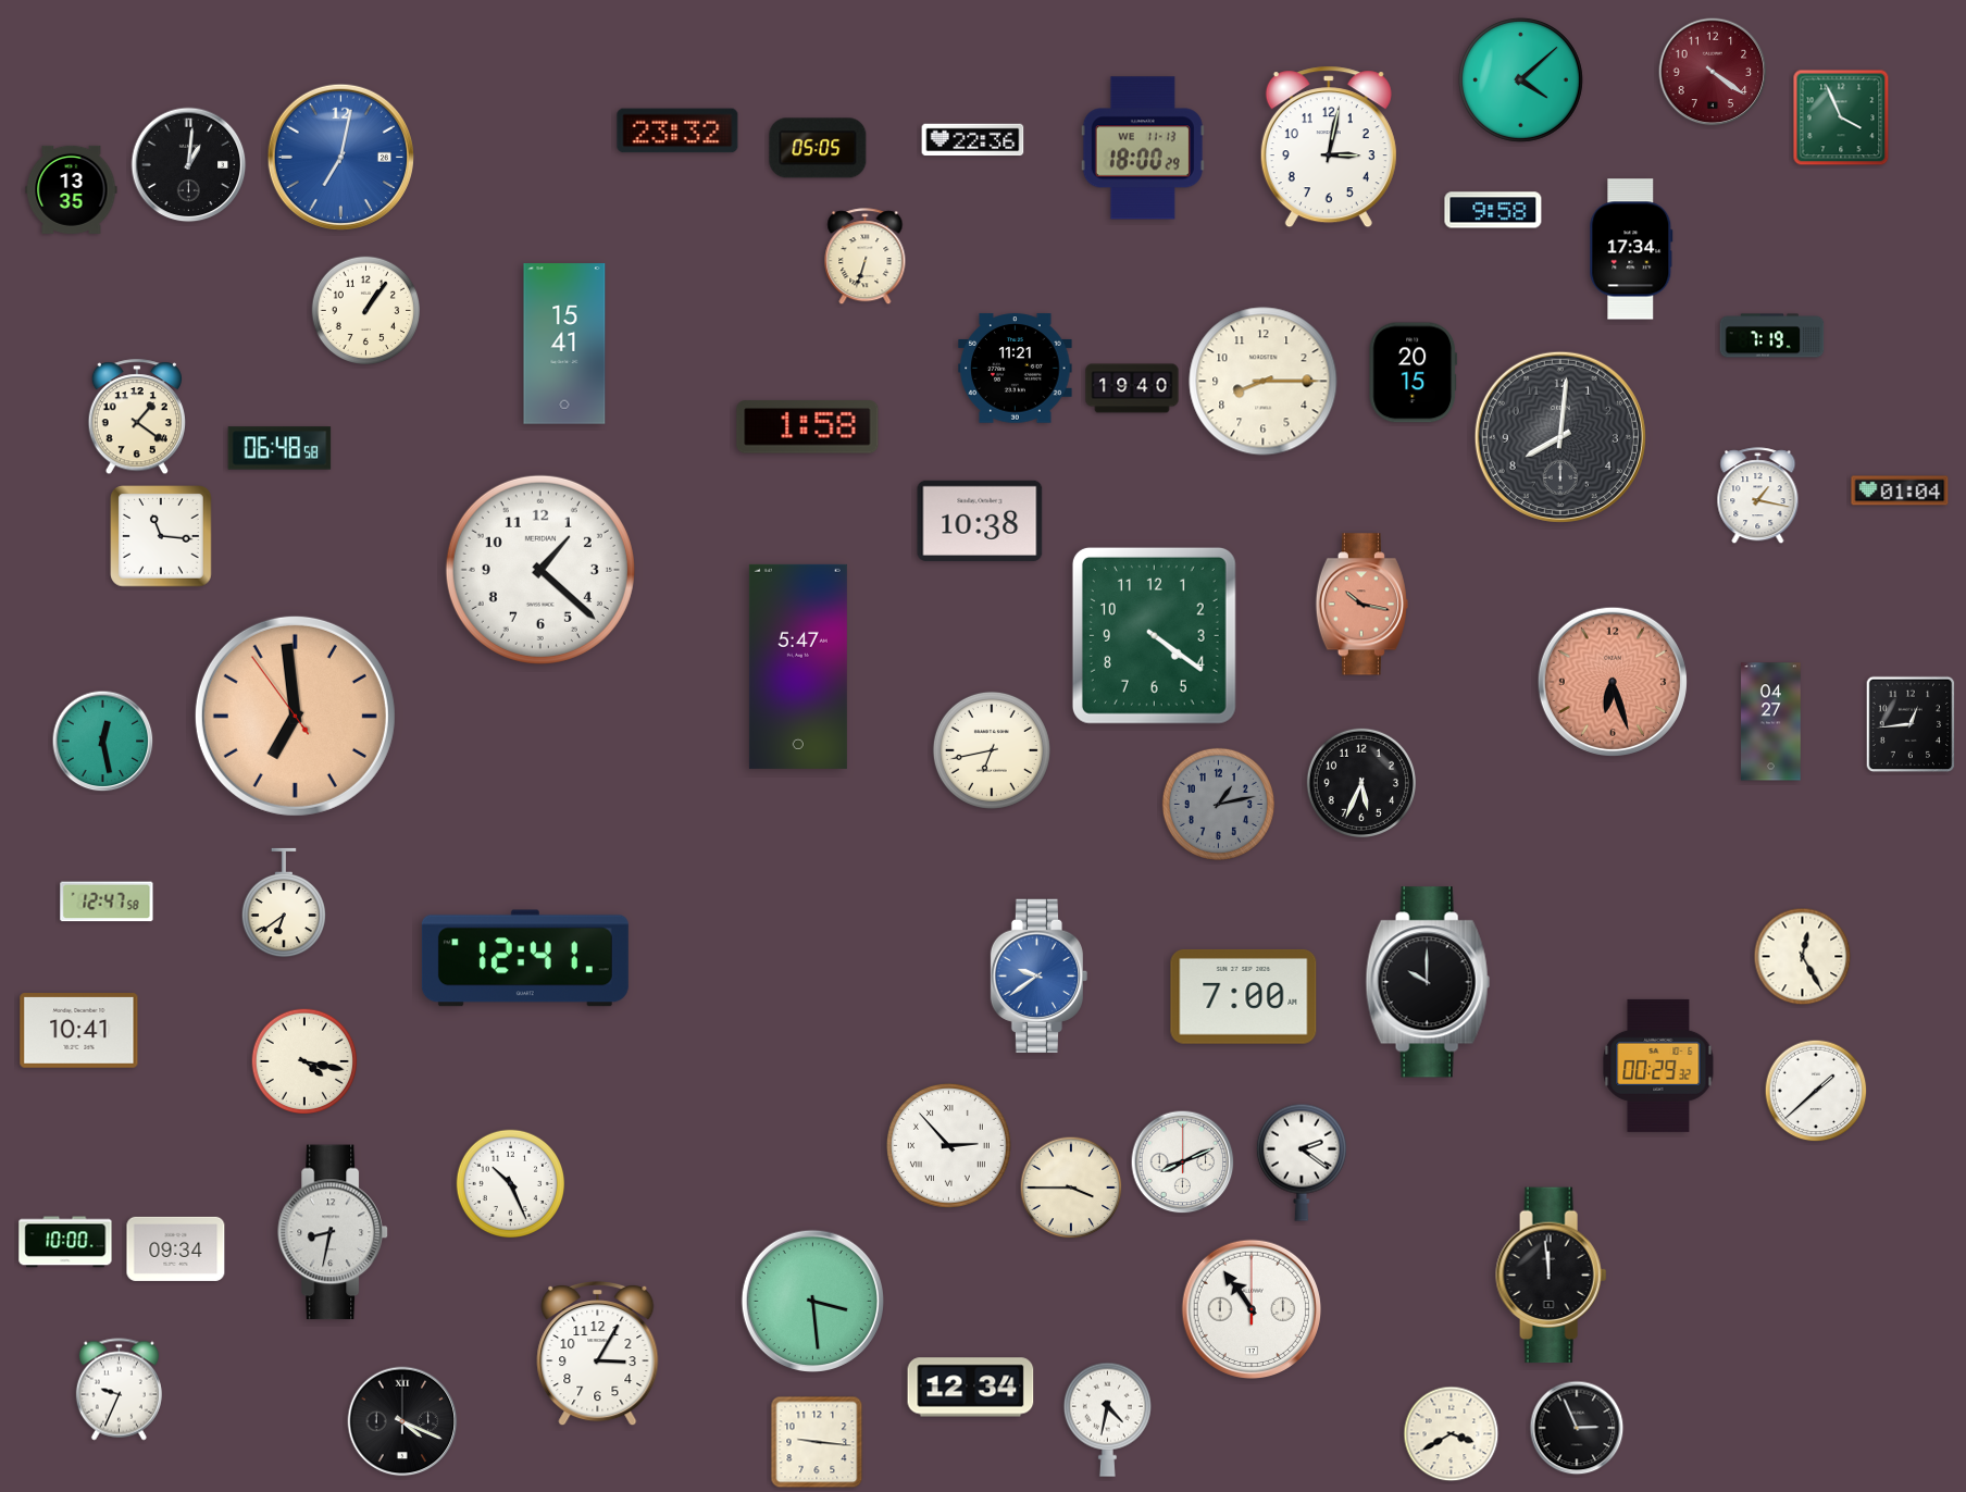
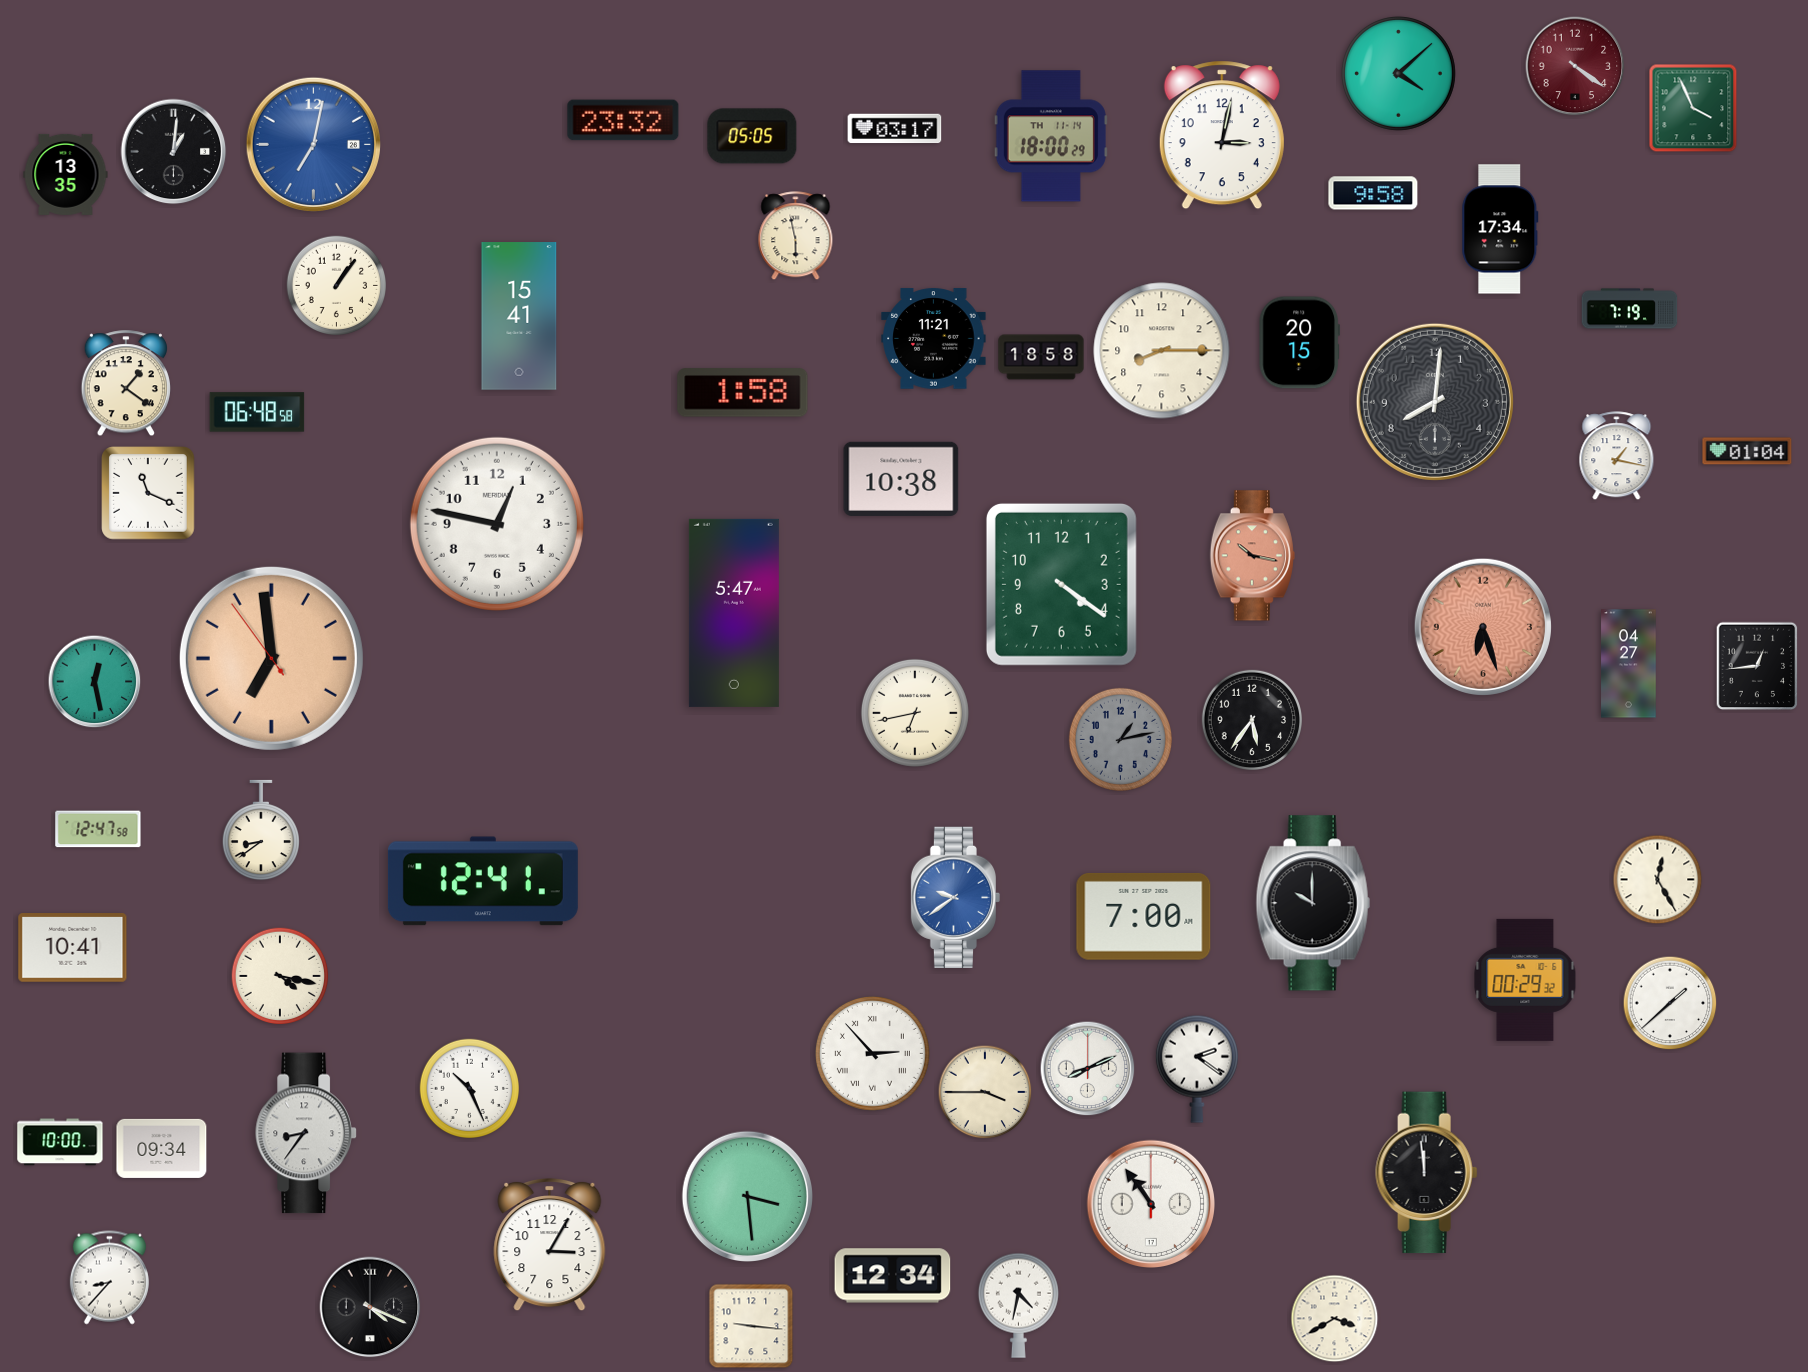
clock at (973, 140): 22:36 -> 03:17
clock at (1143, 148) date: WE 11-13 -> TH 11-14
clock at (866, 257): 6:33 -> 5:58
clock at (1132, 388): 19:40 -> 18:58
clock at (161, 536): 11:16 -> 11:19
clock at (540, 570): 1:22 -> 12:47
clock at (992, 750) position: (992, 750) -> (915, 713)
clock at (1360, 782): 5:34 -> 5:36
clock at (284, 903): 6:39 -> 8:39
clock at (333, 1232): 8:32 -> 8:36
clock at (119, 1390): 9:34 -> 8:37
clock at (1577, 1428): 2:56 -> none
